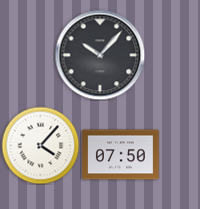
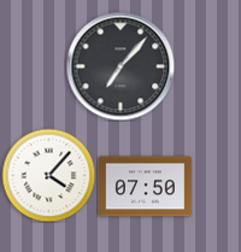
clock at (100, 55): 10:07 -> 7:07
